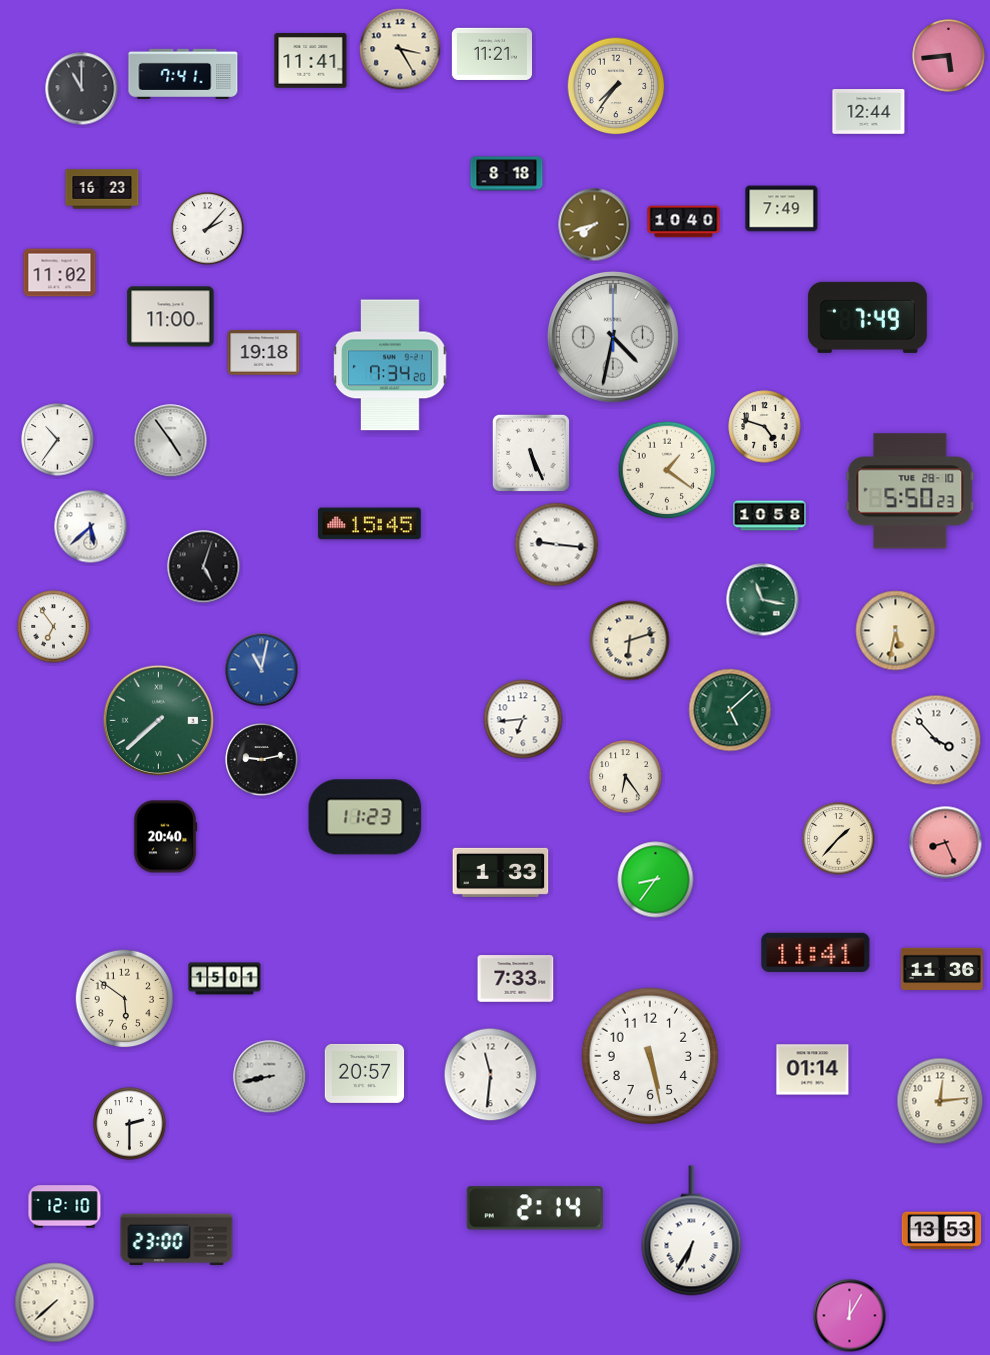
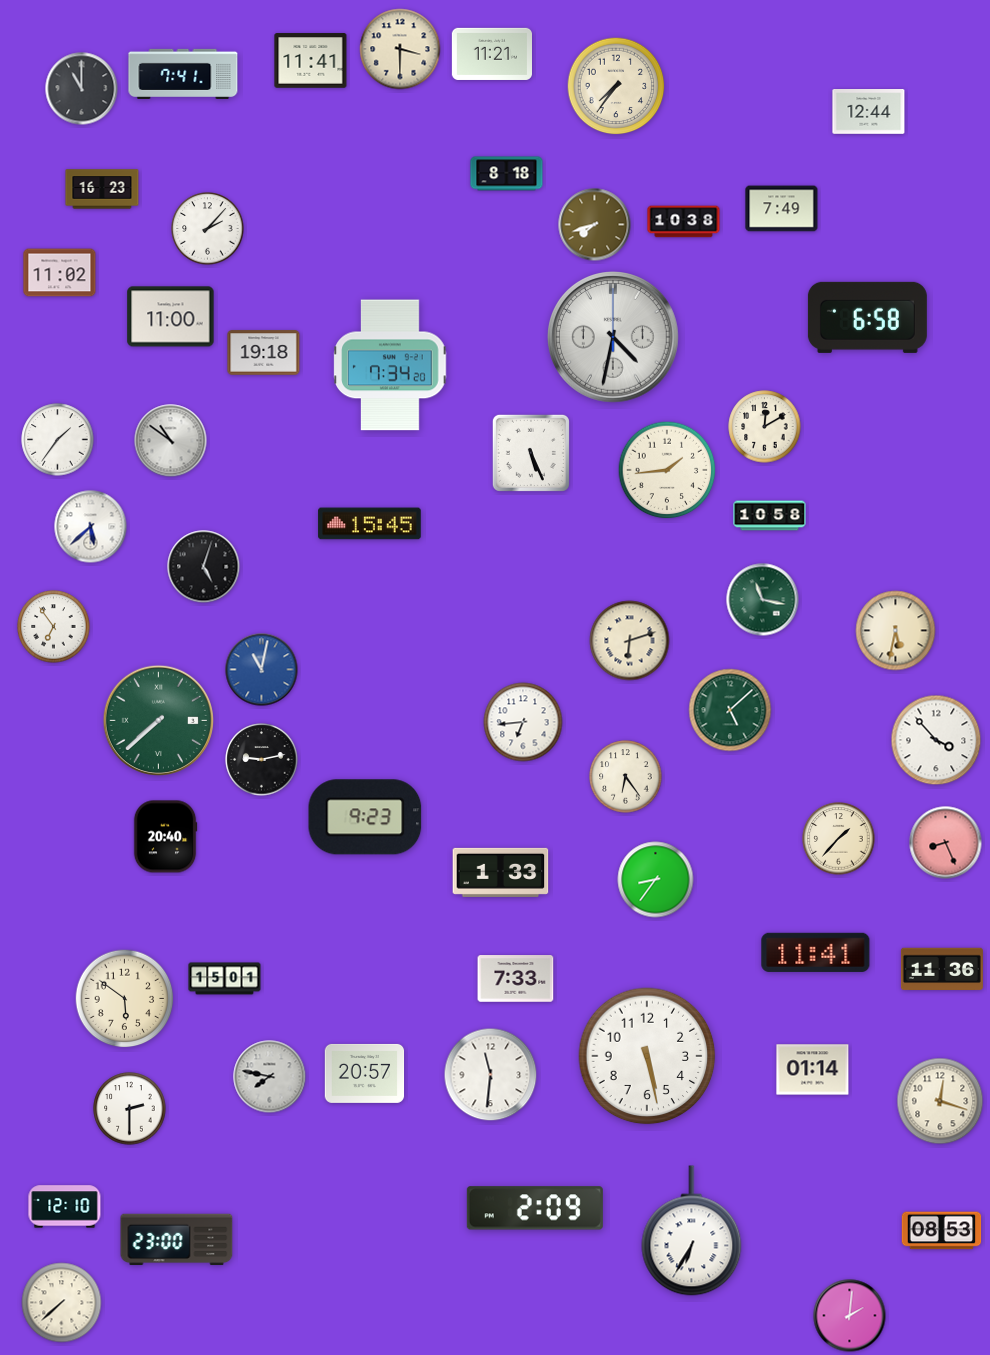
clock at (400, 49): 3:25 -> 3:30
clock at (949, 56): 5:44 -> none
clock at (684, 222): 10:40 -> 10:38
clock at (867, 317): 7:49 -> 6:58
clock at (765, 427): 4:48 -> 12:10
clock at (58, 440): 10:36 -> 1:36
clock at (171, 441): 4:54 -> 10:51
clock at (667, 470): 1:21 -> 1:44
clock at (910, 491): 5:50 -> none
clock at (557, 545): 9:16 -> none
clock at (523, 719) position: (523, 719) -> (523, 722)
clock at (365, 817): 11:23 -> 9:23
clock at (650, 1056) position: (650, 1056) -> (647, 1056)
clock at (270, 1077): 8:43 -> 7:47
clock at (940, 1101): 12:14 -> 12:18
clock at (130, 1124) position: (130, 1124) -> (130, 1109)
clock at (535, 1208): 2:14 -> 2:09
clock at (942, 1231): 13:53 -> 08:53
clock at (55, 1303) position: (55, 1303) -> (62, 1303)
clock at (850, 1316): 12:05 -> 2:01
